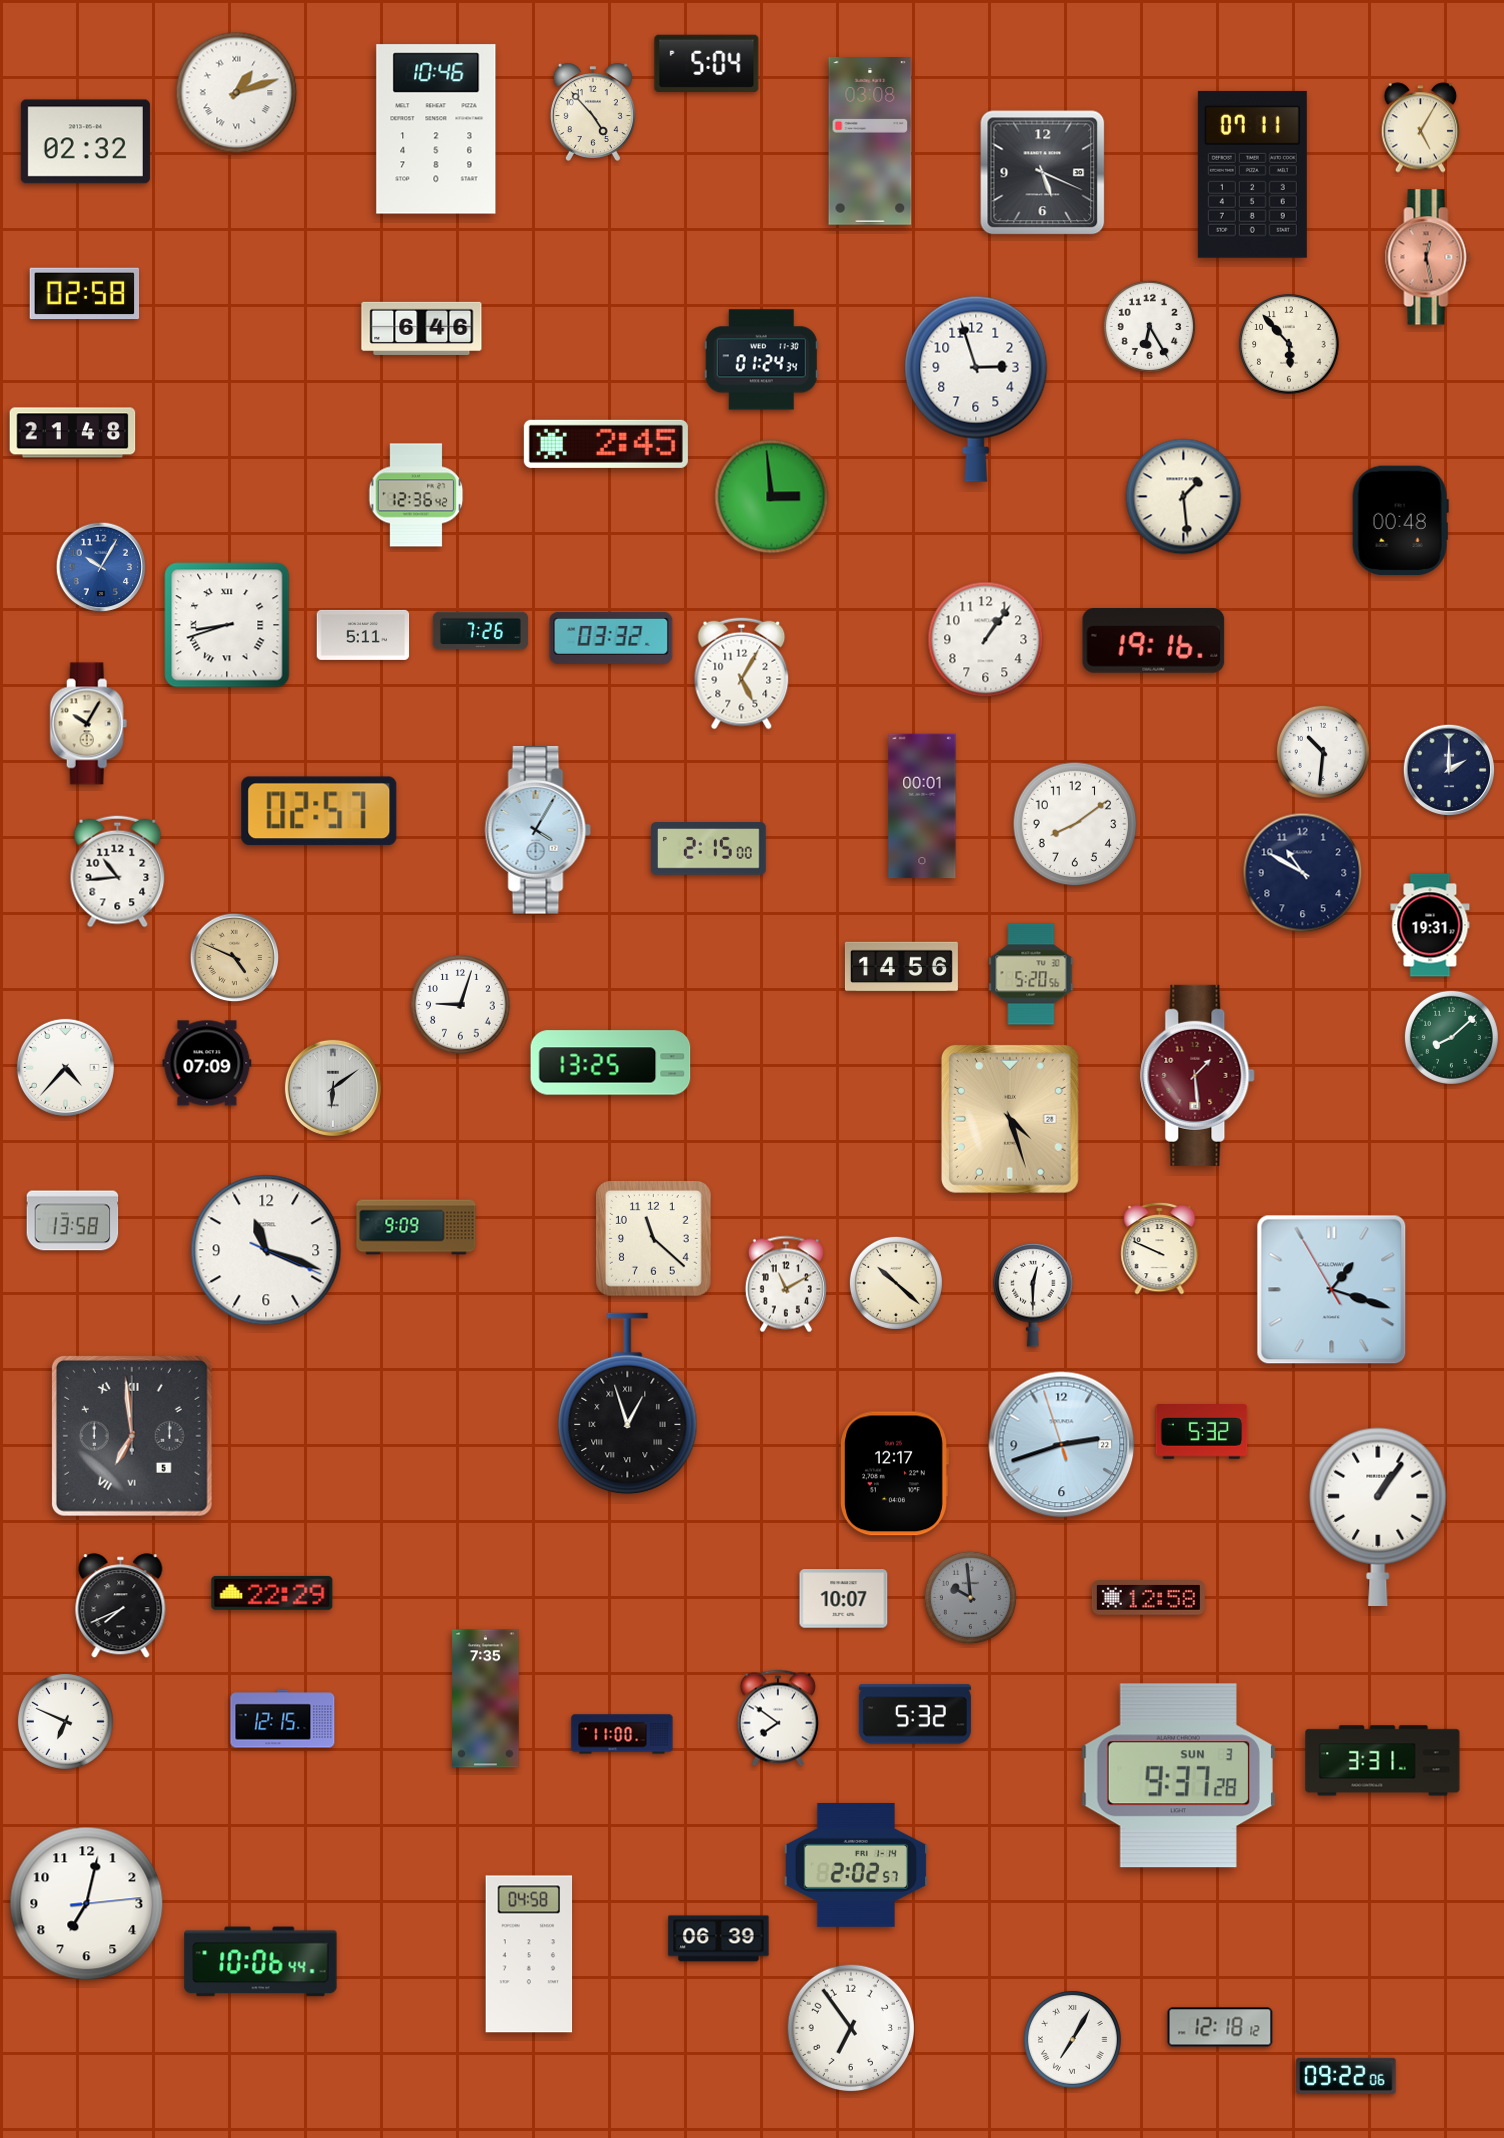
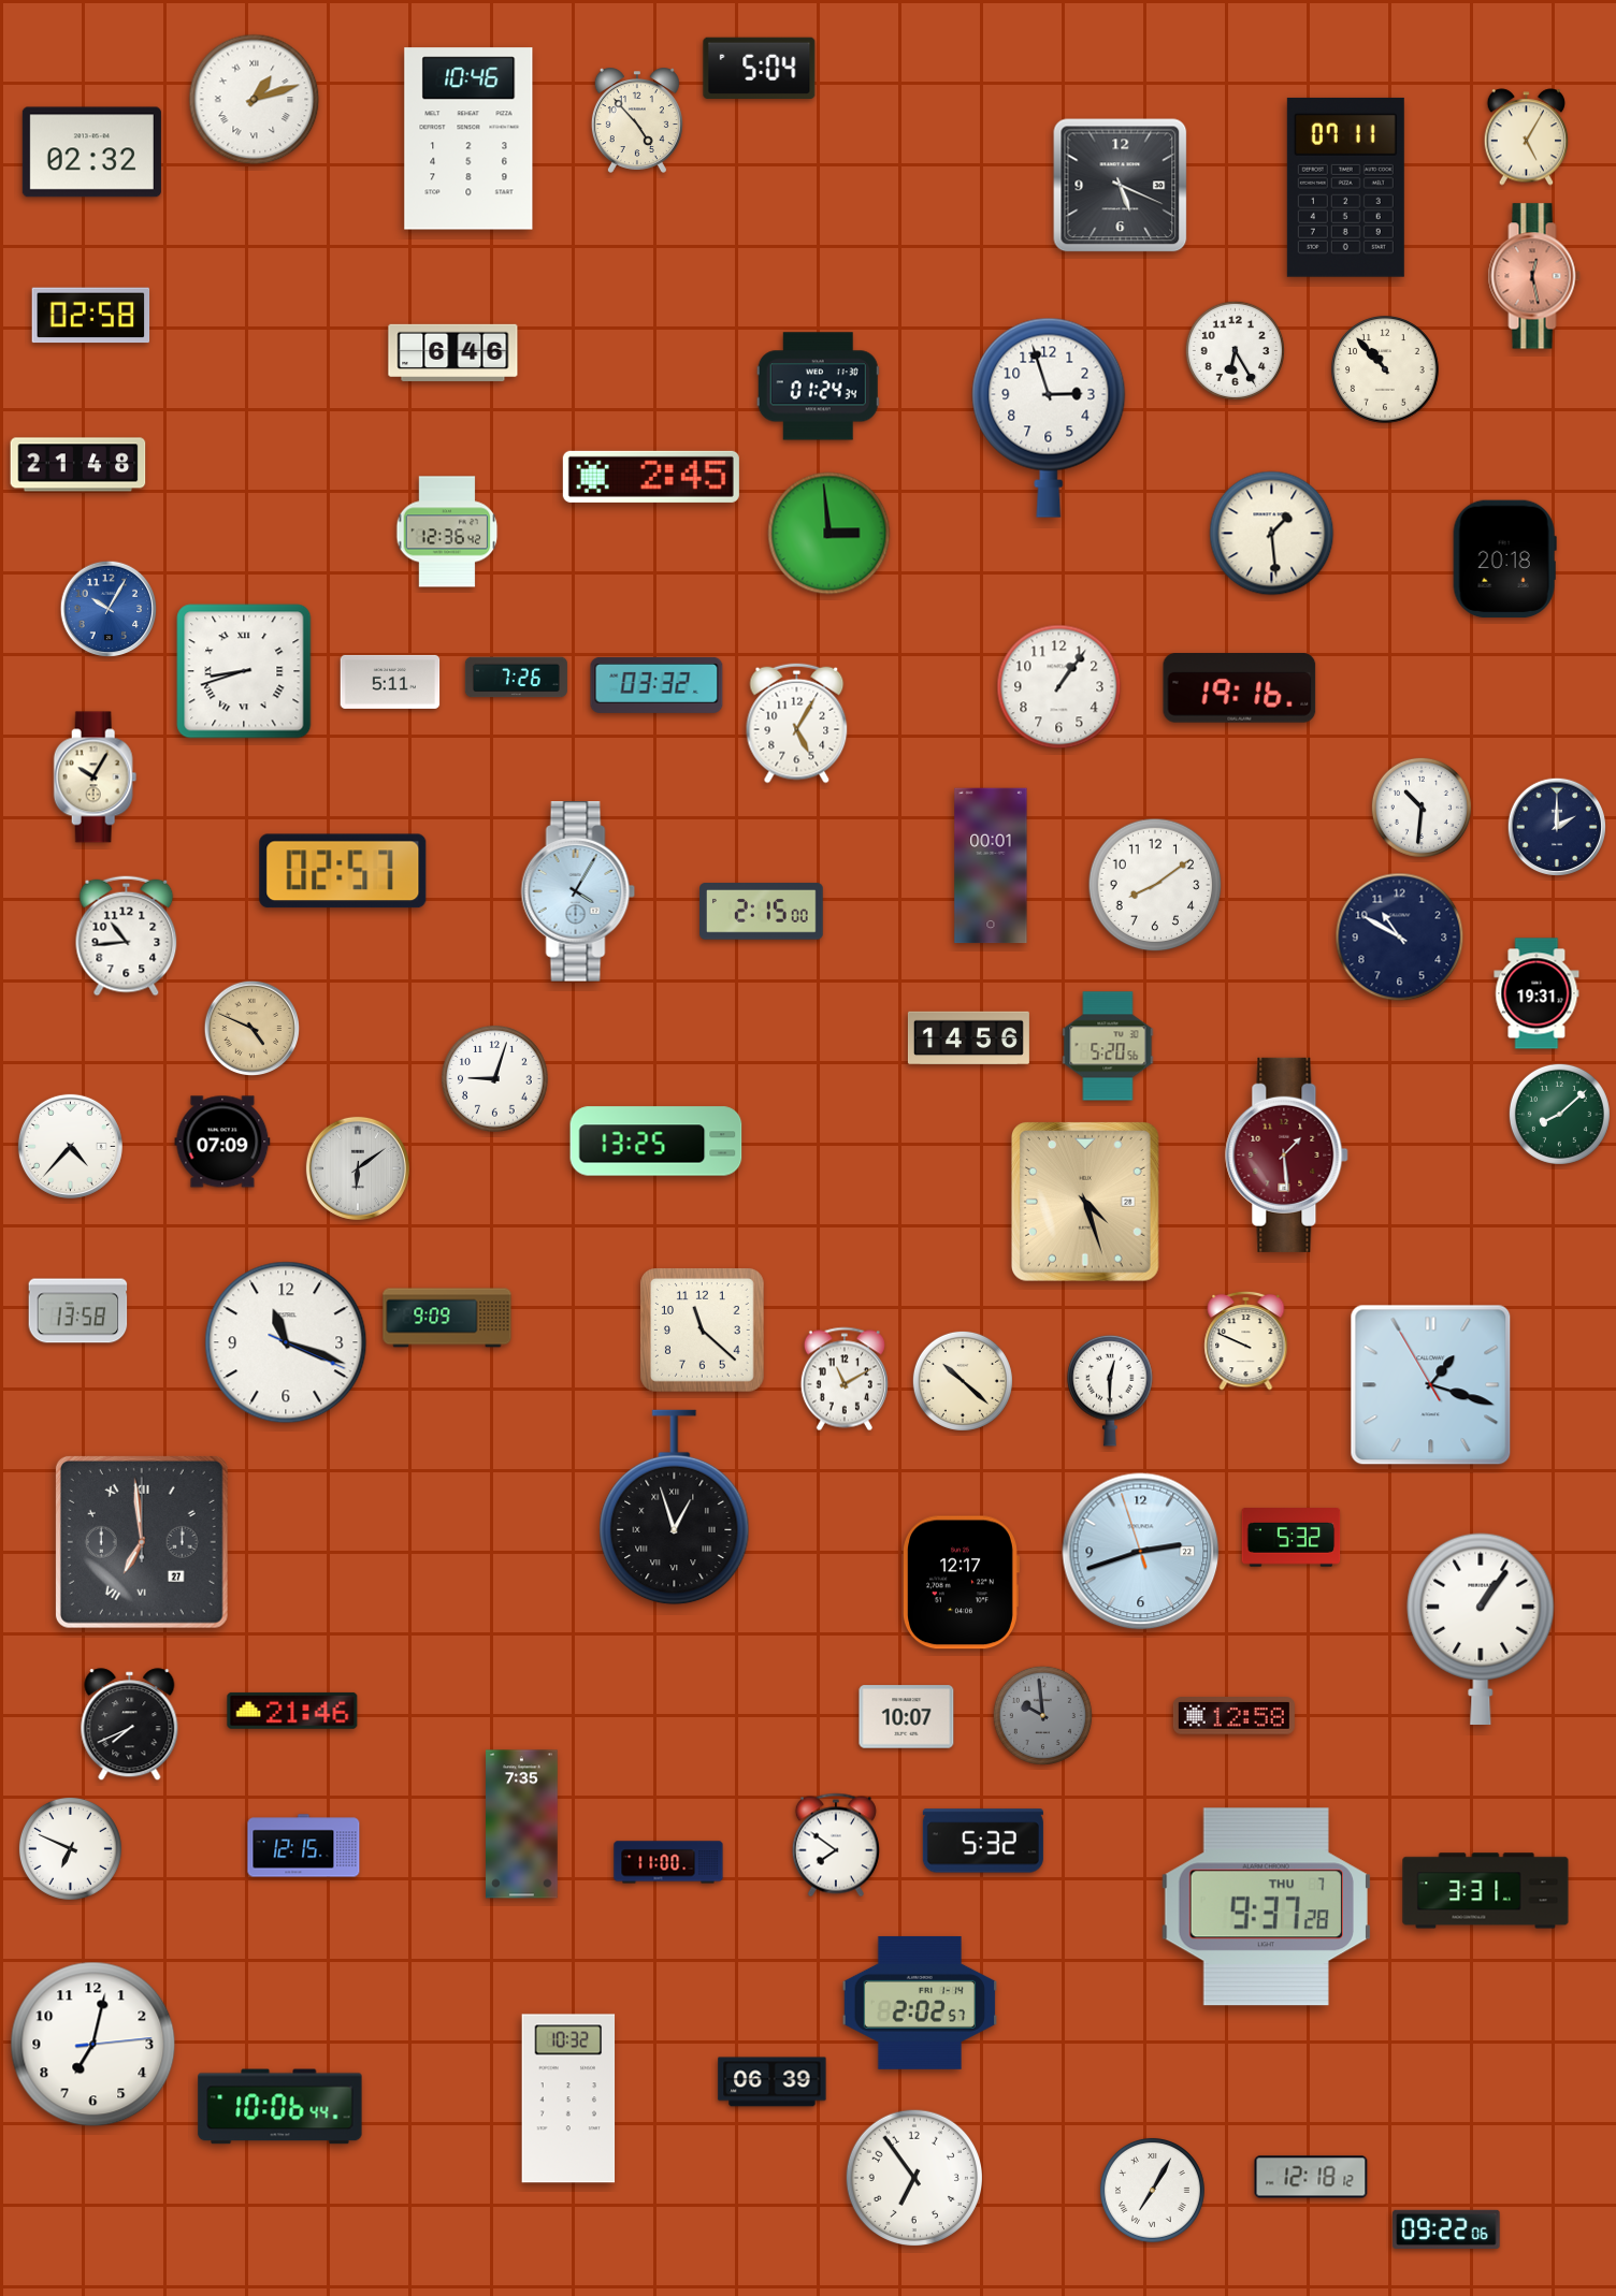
clock at (870, 141): 03:08 -> none
clock at (1289, 344): 5:53 -> 10:53
clock at (1400, 521): 00:48 -> 20:18
clock at (896, 1283) position: (896, 1283) -> (963, 1381)
clock at (132, 1436) date: 5 -> 27
clock at (272, 1593): 22:29 -> 21:46
clock at (1178, 1776) date: SUN 3 -> THU 7
clock at (529, 1954): 04:58 -> 10:32
